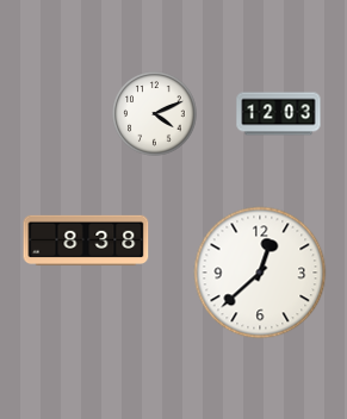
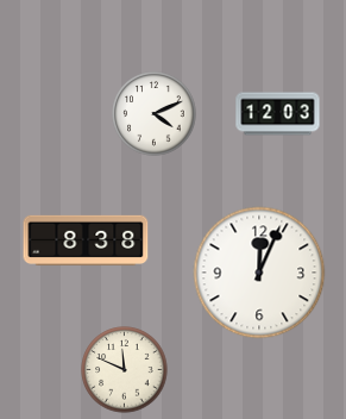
clock at (260, 273): 12:38 -> 12:04
clock at (125, 370): none -> 11:49
